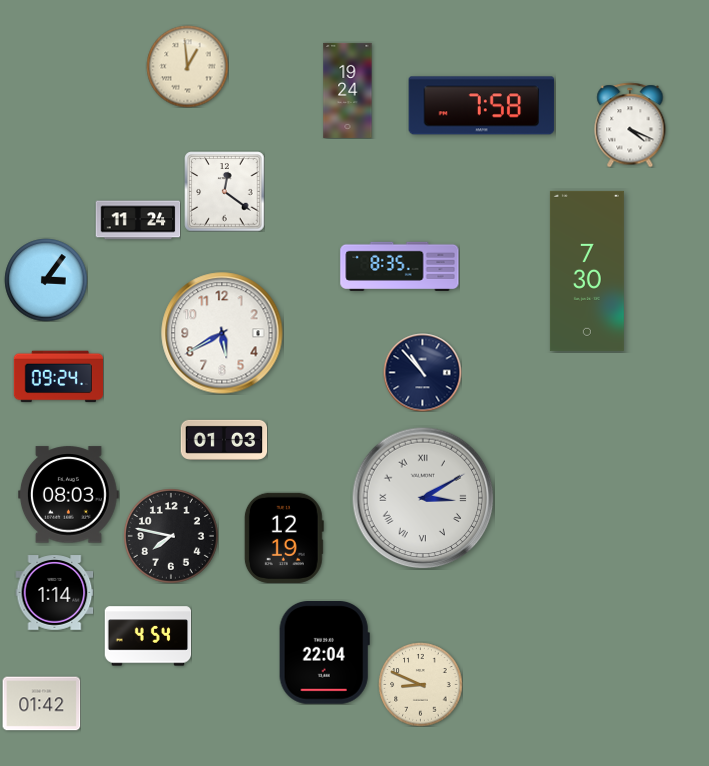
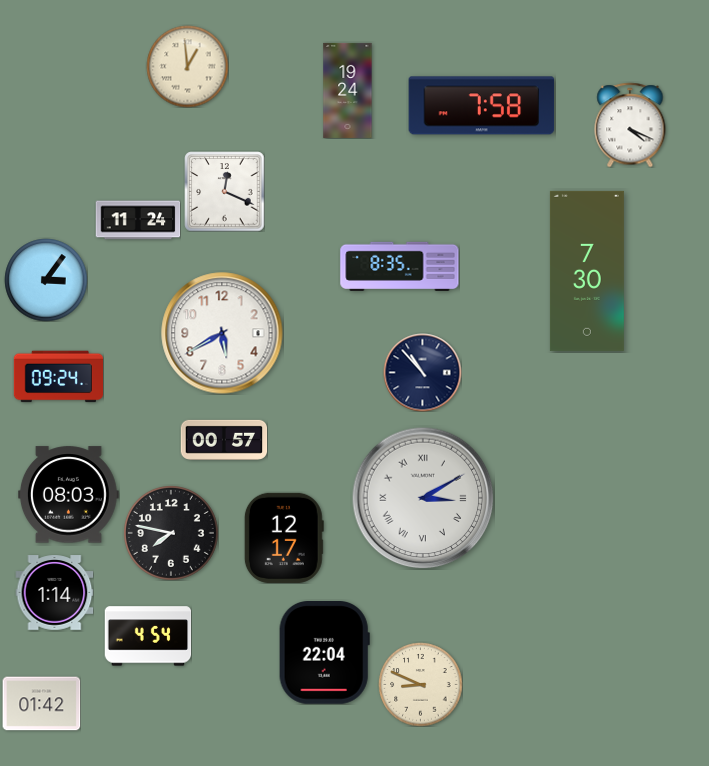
clock at (224, 191): 12:21 -> 12:19
clock at (224, 440): 01:03 -> 00:57
clock at (171, 536) position: (171, 536) -> (171, 533)
clock at (284, 538): 12:19 -> 12:17
